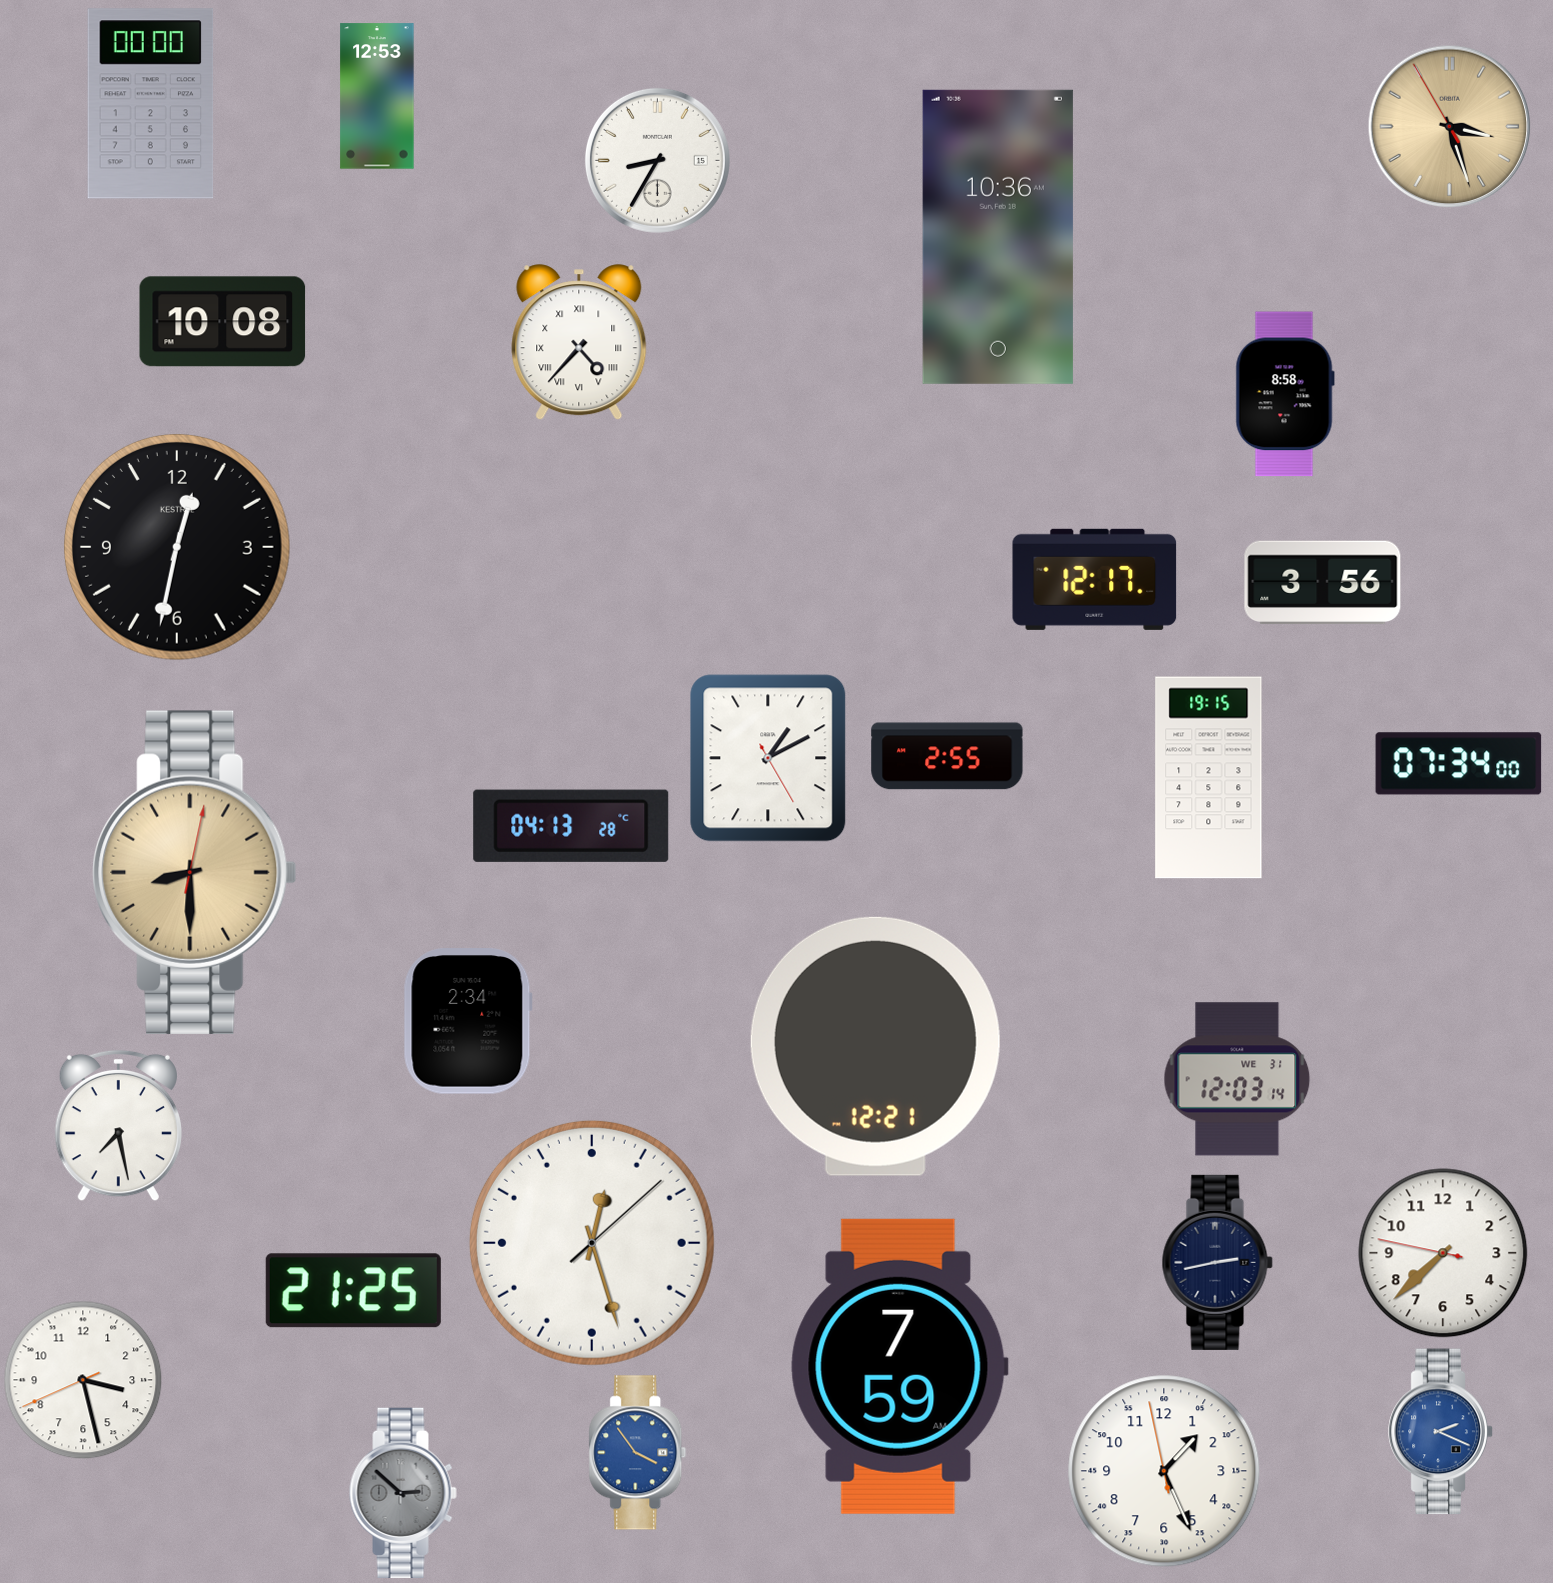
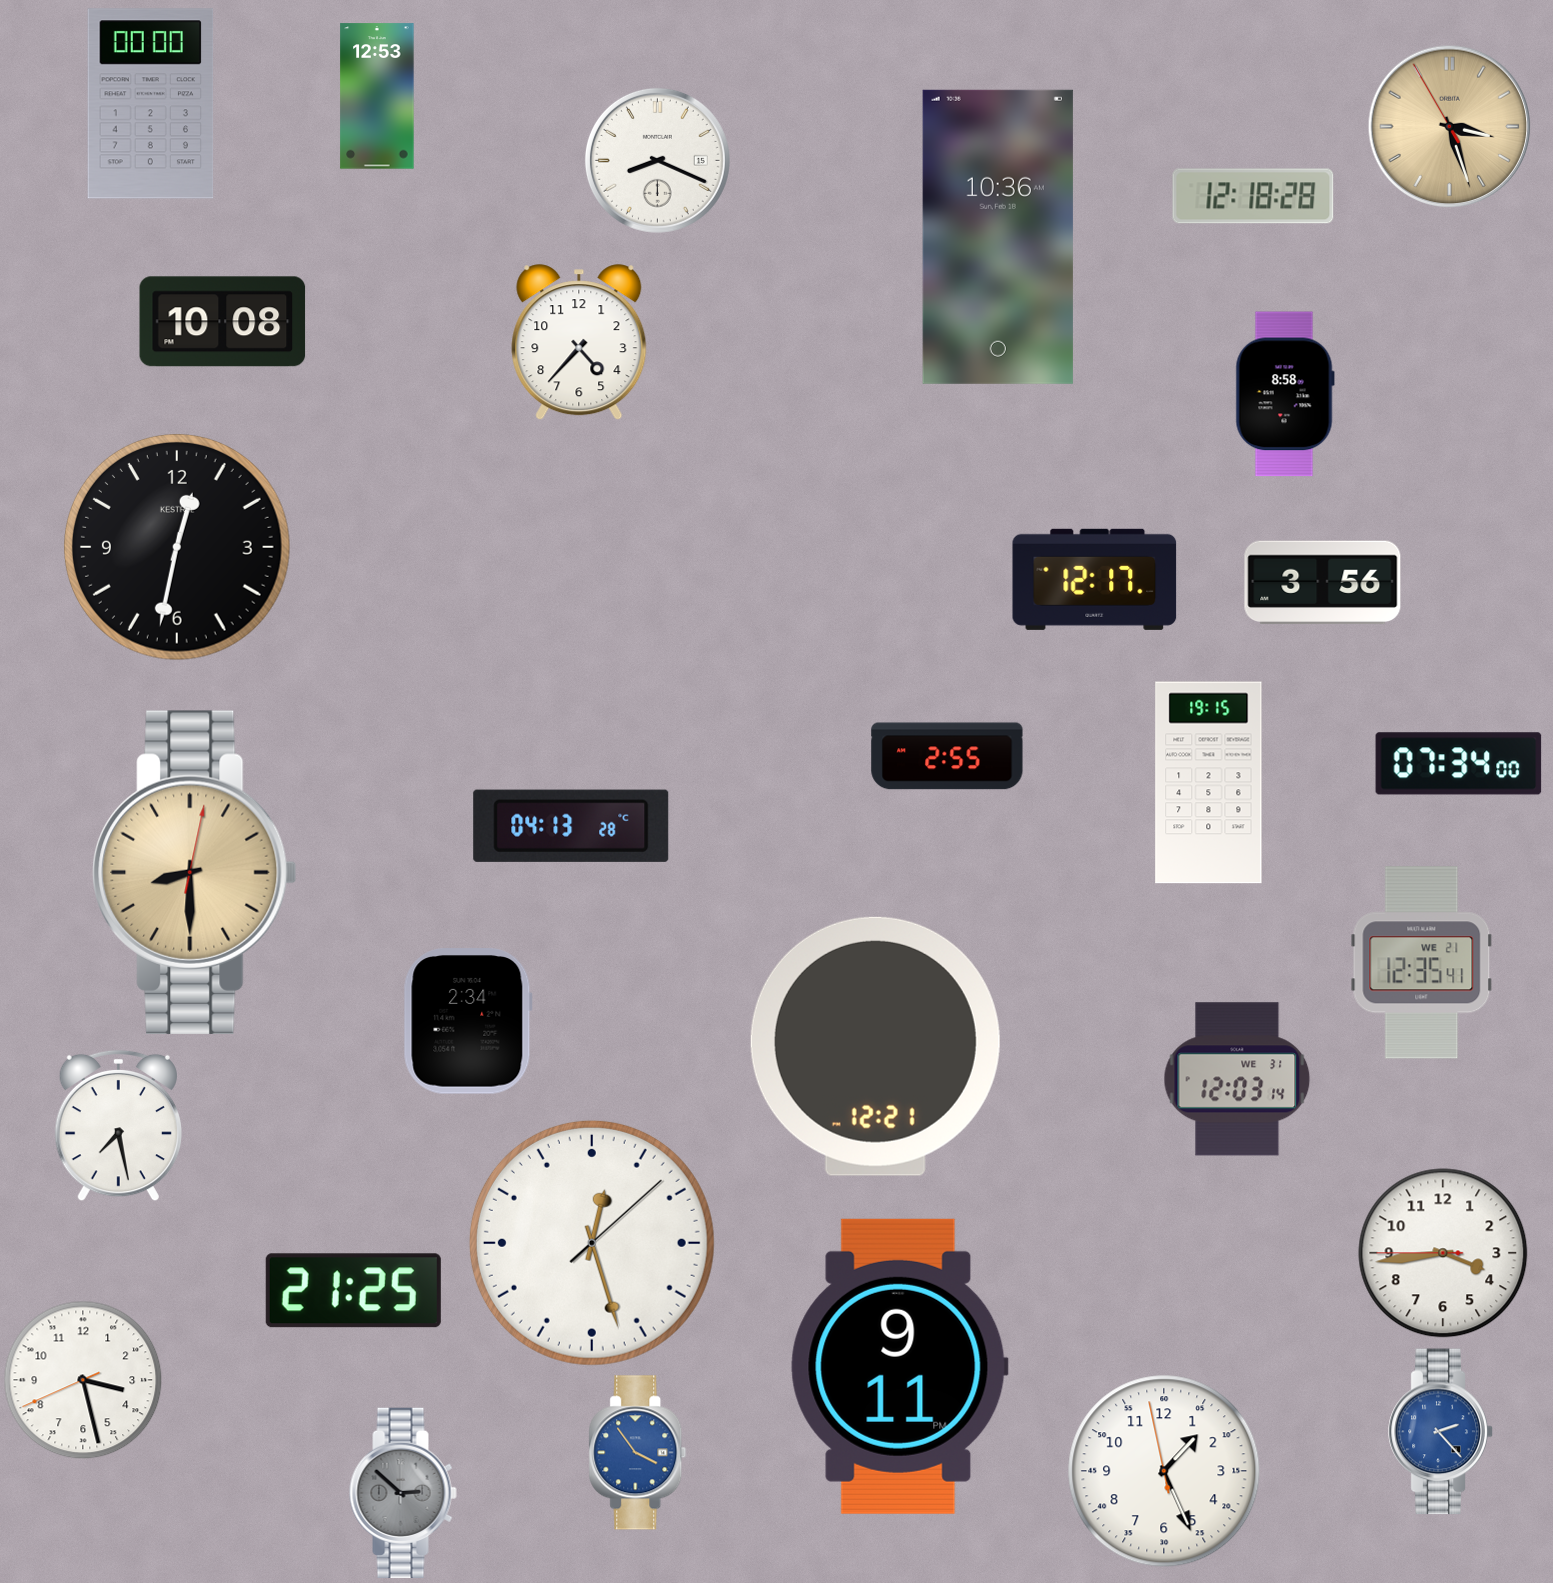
clock at (657, 160): 8:35 -> 8:19
clock at (1253, 196): none -> 12:18
clock at (579, 343) numerals: Roman -> Arabic
clock at (768, 758): 1:10 -> none
clock at (1209, 778) position: (1209, 778) -> (1209, 783)
clock at (1422, 963): none -> 12:35
clock at (1443, 1253): 7:37 -> 3:43
clock at (1217, 1262): 2:43 -> none
clock at (899, 1366): 7:59 -> 9:11
clock at (1441, 1432): 2:19 -> 2:23
